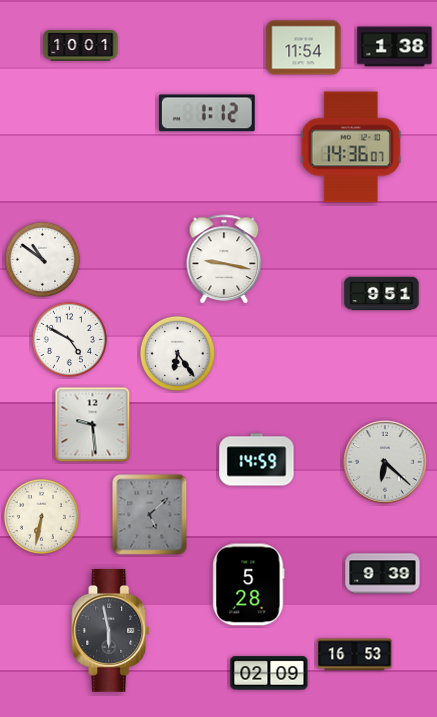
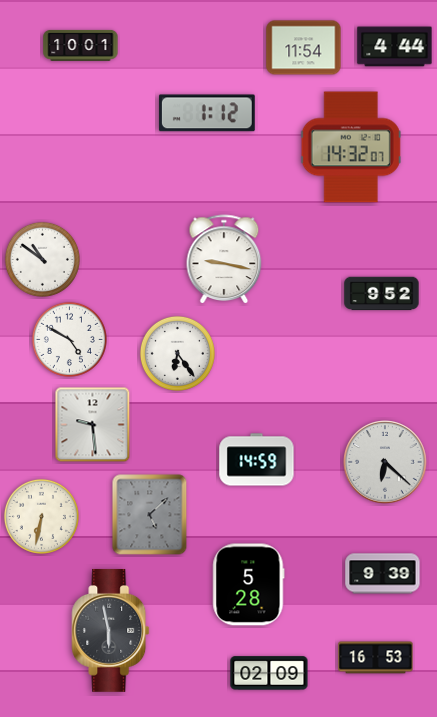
clock at (395, 47): 1:38 -> 4:44
clock at (351, 147): 14:36 -> 14:32
clock at (382, 294): 9:51 -> 9:52
clock at (355, 655) position: (355, 655) -> (376, 658)
